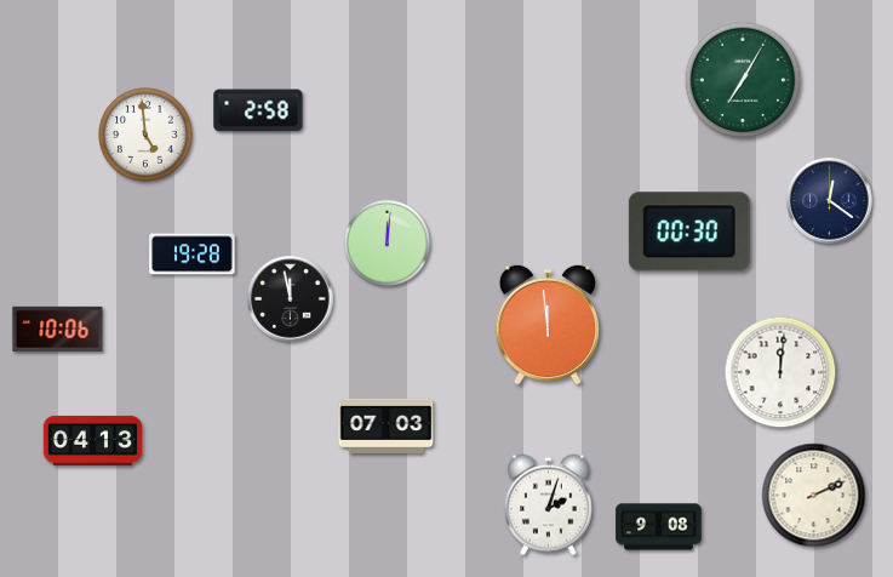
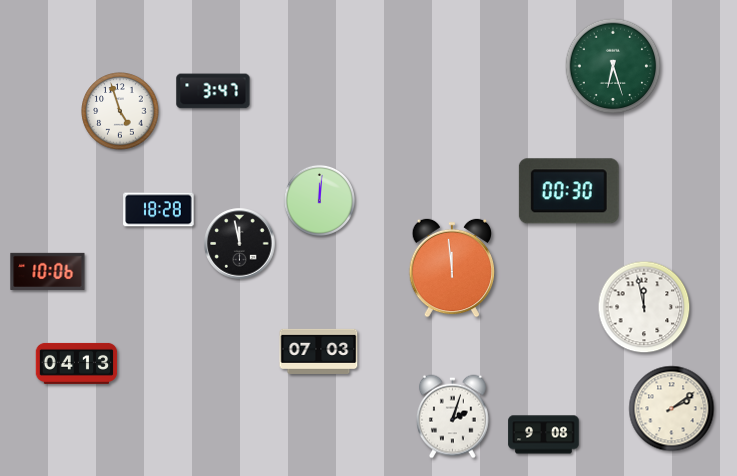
clock at (743, 80): 7:05 -> 6:27
clock at (258, 110): 2:58 -> 3:47
clock at (145, 135): 4:59 -> 4:57
clock at (830, 201): 12:21 -> none
clock at (193, 255): 19:28 -> 18:28
clock at (291, 299) position: (291, 299) -> (240, 244)
clock at (780, 372): 12:01 -> 11:58
clock at (814, 496): 2:11 -> 2:09
